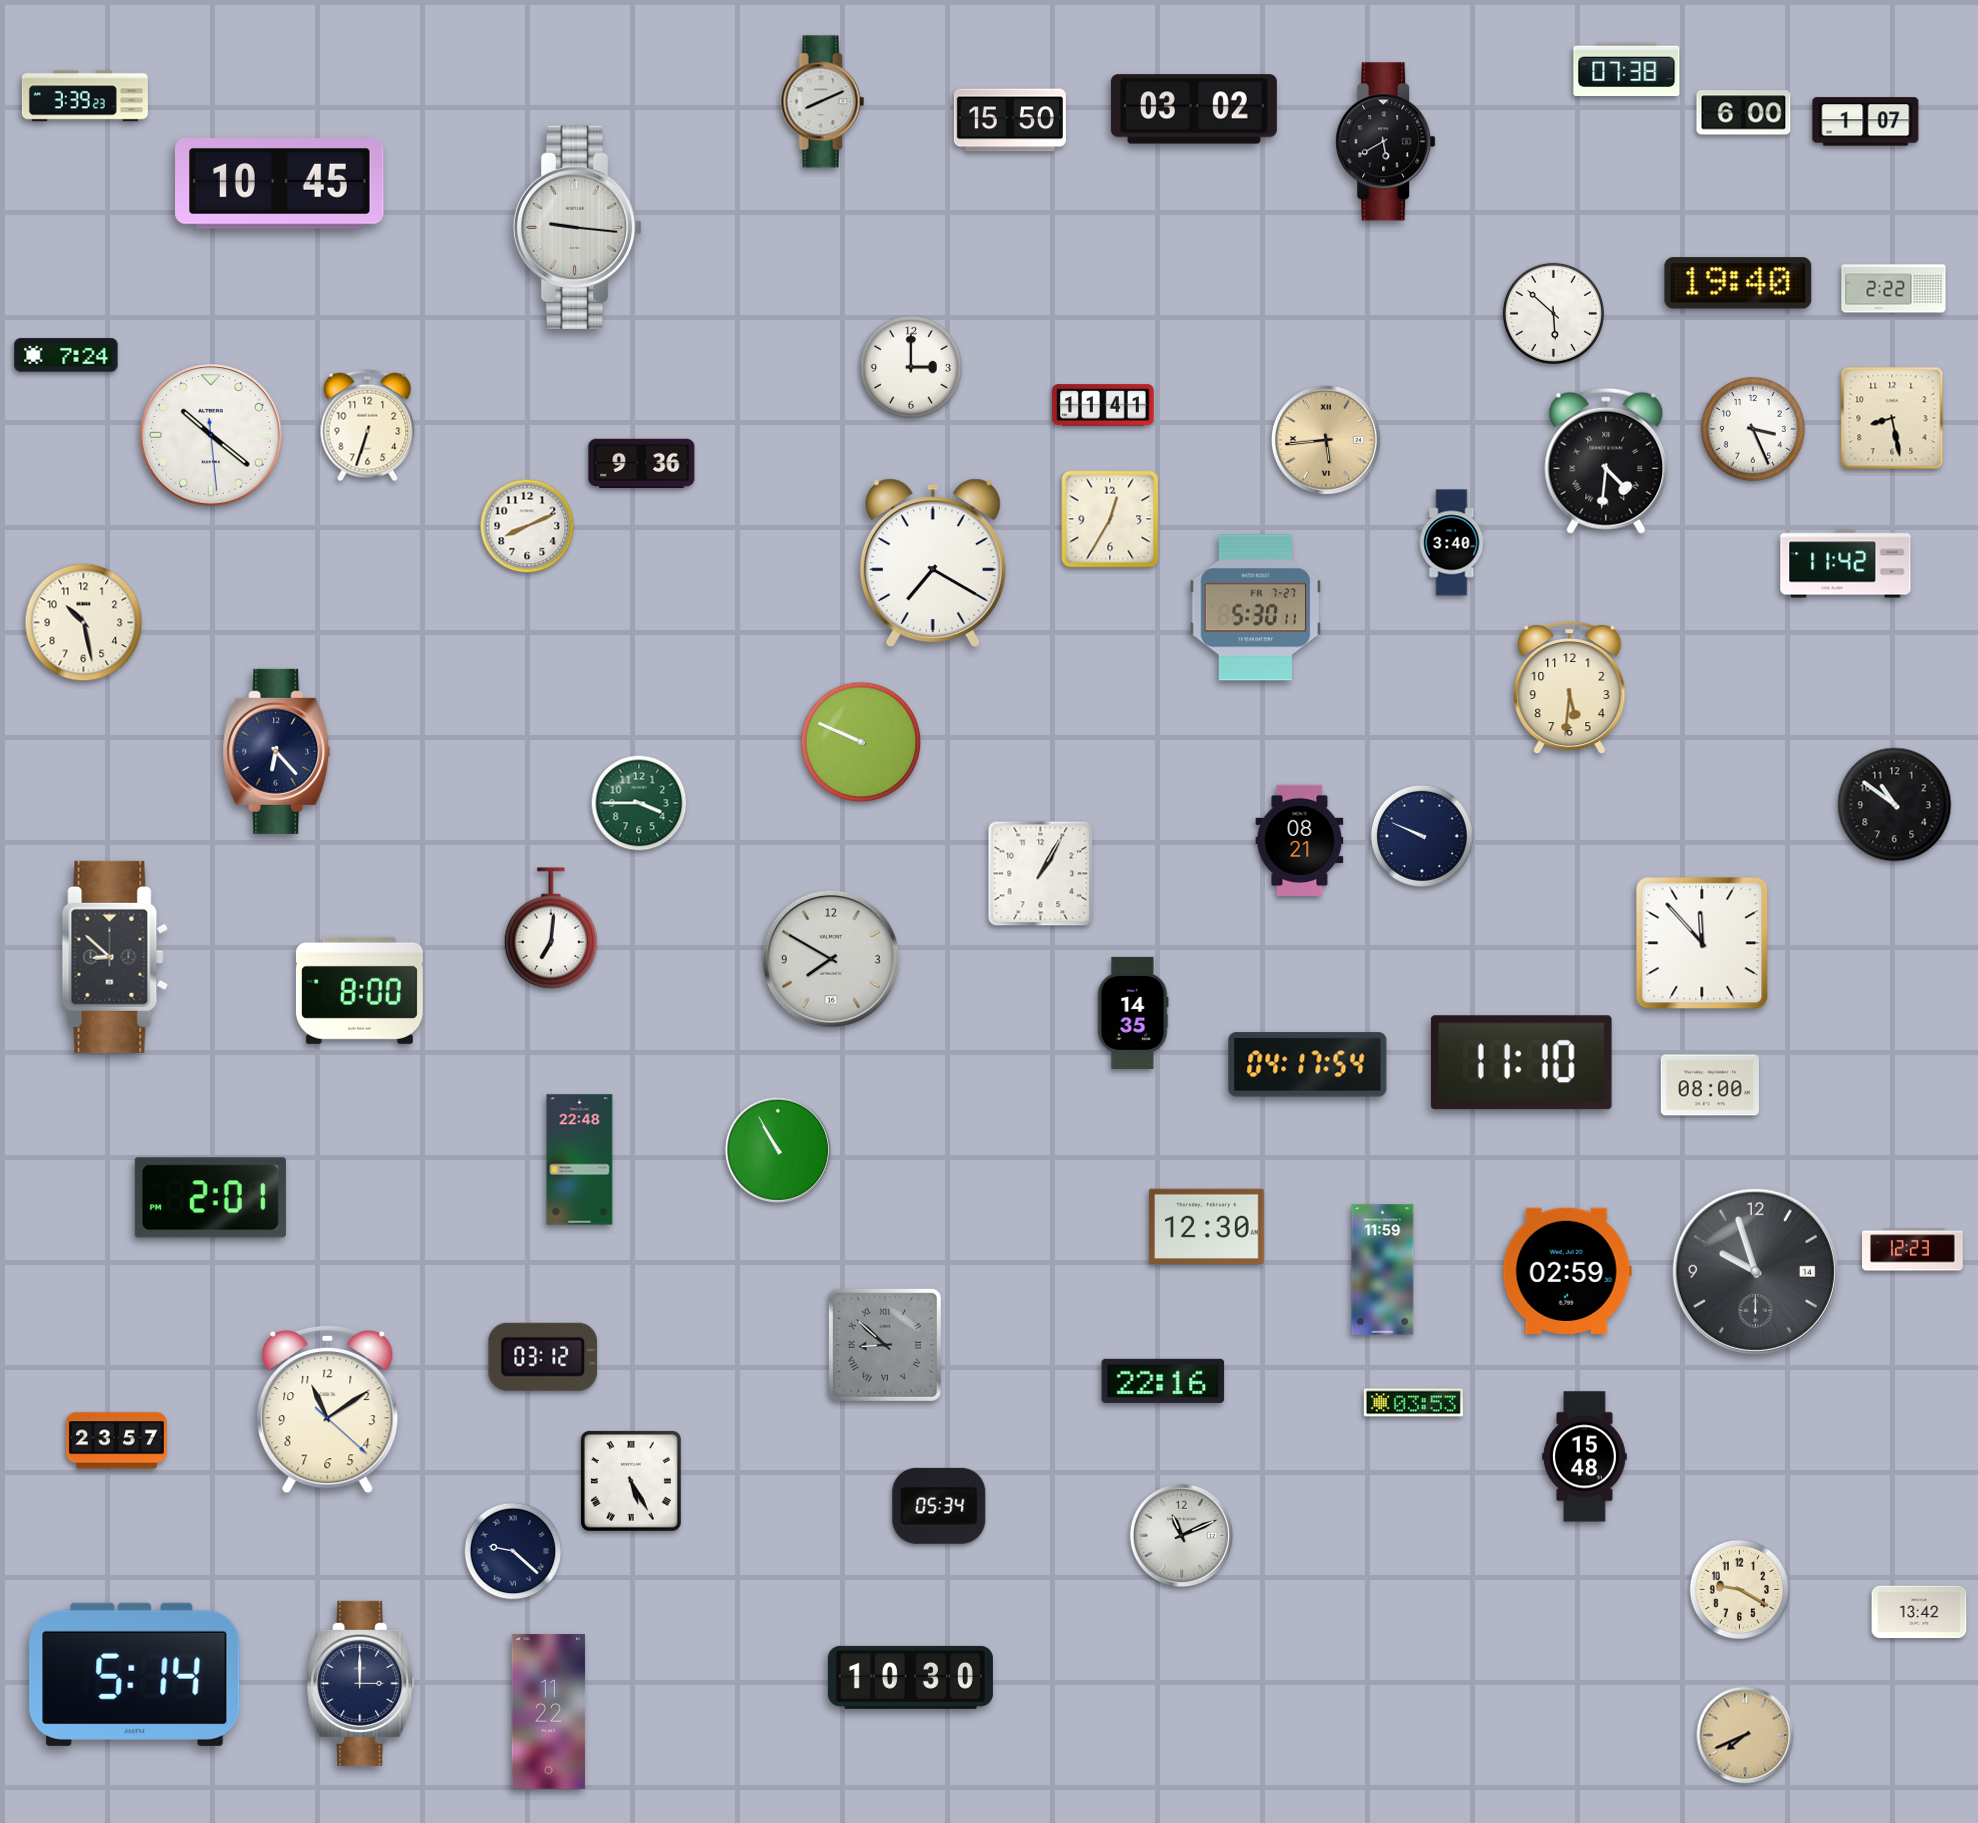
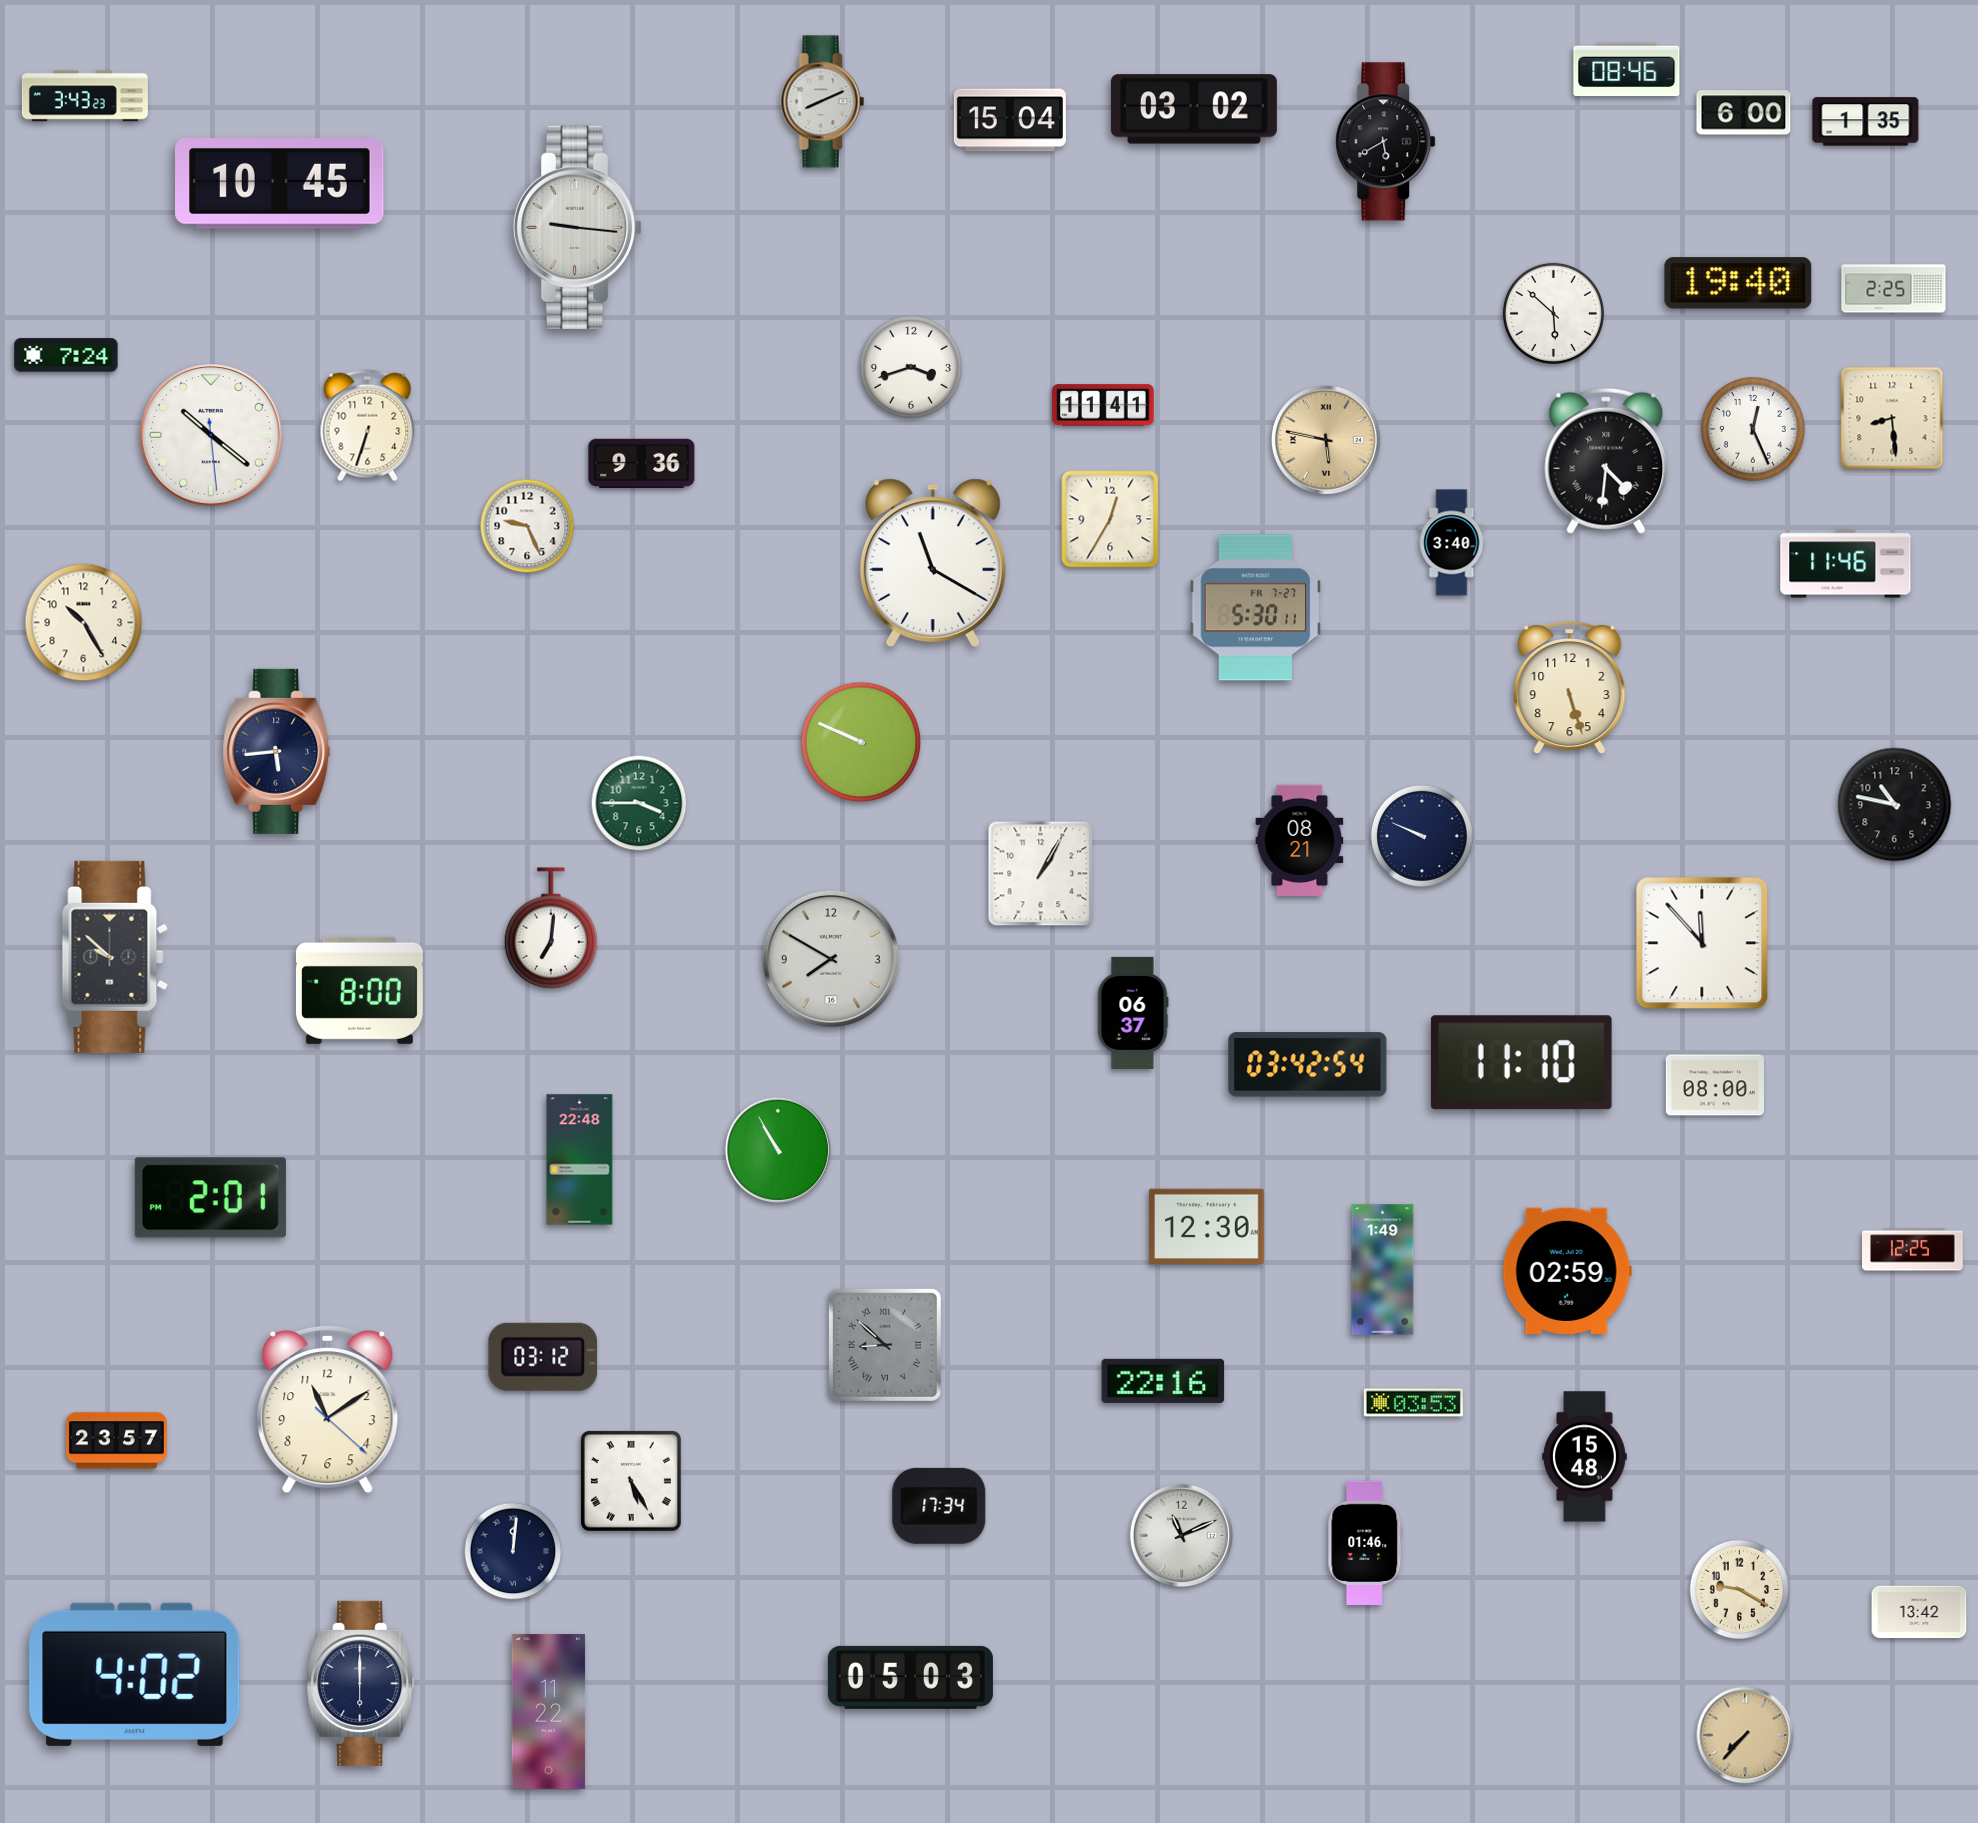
clock at (1627, 70): 07:38 -> 08:46
clock at (85, 96): 3:39 -> 3:43
clock at (1010, 120): 15:50 -> 15:04
clock at (1866, 122): 1:07 -> 1:35
clock at (1894, 289): 2:22 -> 2:25
clock at (911, 367): 3:00 -> 3:42
clock at (1892, 418): 8:28 -> 8:29
clock at (1753, 429): 3:26 -> 12:26
clock at (1326, 440): 5:44 -> 5:47
clock at (527, 526): 8:11 -> 9:26
clock at (933, 563): 7:20 -> 11:20
clock at (1846, 564): 11:42 -> 11:46
clock at (84, 623): 10:28 -> 10:25
clock at (1570, 688): 5:31 -> 5:27
clock at (277, 751): 6:23 -> 5:44
clock at (1895, 805): 10:51 -> 10:47
clock at (115, 957): 8:52 -> 9:52
clock at (1133, 1013): 14:35 -> 06:37
clock at (1308, 1065): 04:17 -> 03:42
clock at (1710, 1085) position: (1710, 1085) -> (1715, 1085)
clock at (1913, 1250): 12:23 -> 12:25
clock at (1383, 1270): 11:59 -> 1:49
clock at (1755, 1271): 9:57 -> none
clock at (939, 1506): 05:34 -> 17:34
clock at (1365, 1542): none -> 01:46
clock at (513, 1551): 9:22 -> 12:01
clock at (135, 1674): 5:14 -> 4:02
clock at (910, 1677): 10:30 -> 05:03
clock at (361, 1683): 3:00 -> 6:00
clock at (1745, 1735): 7:41 -> 7:37
